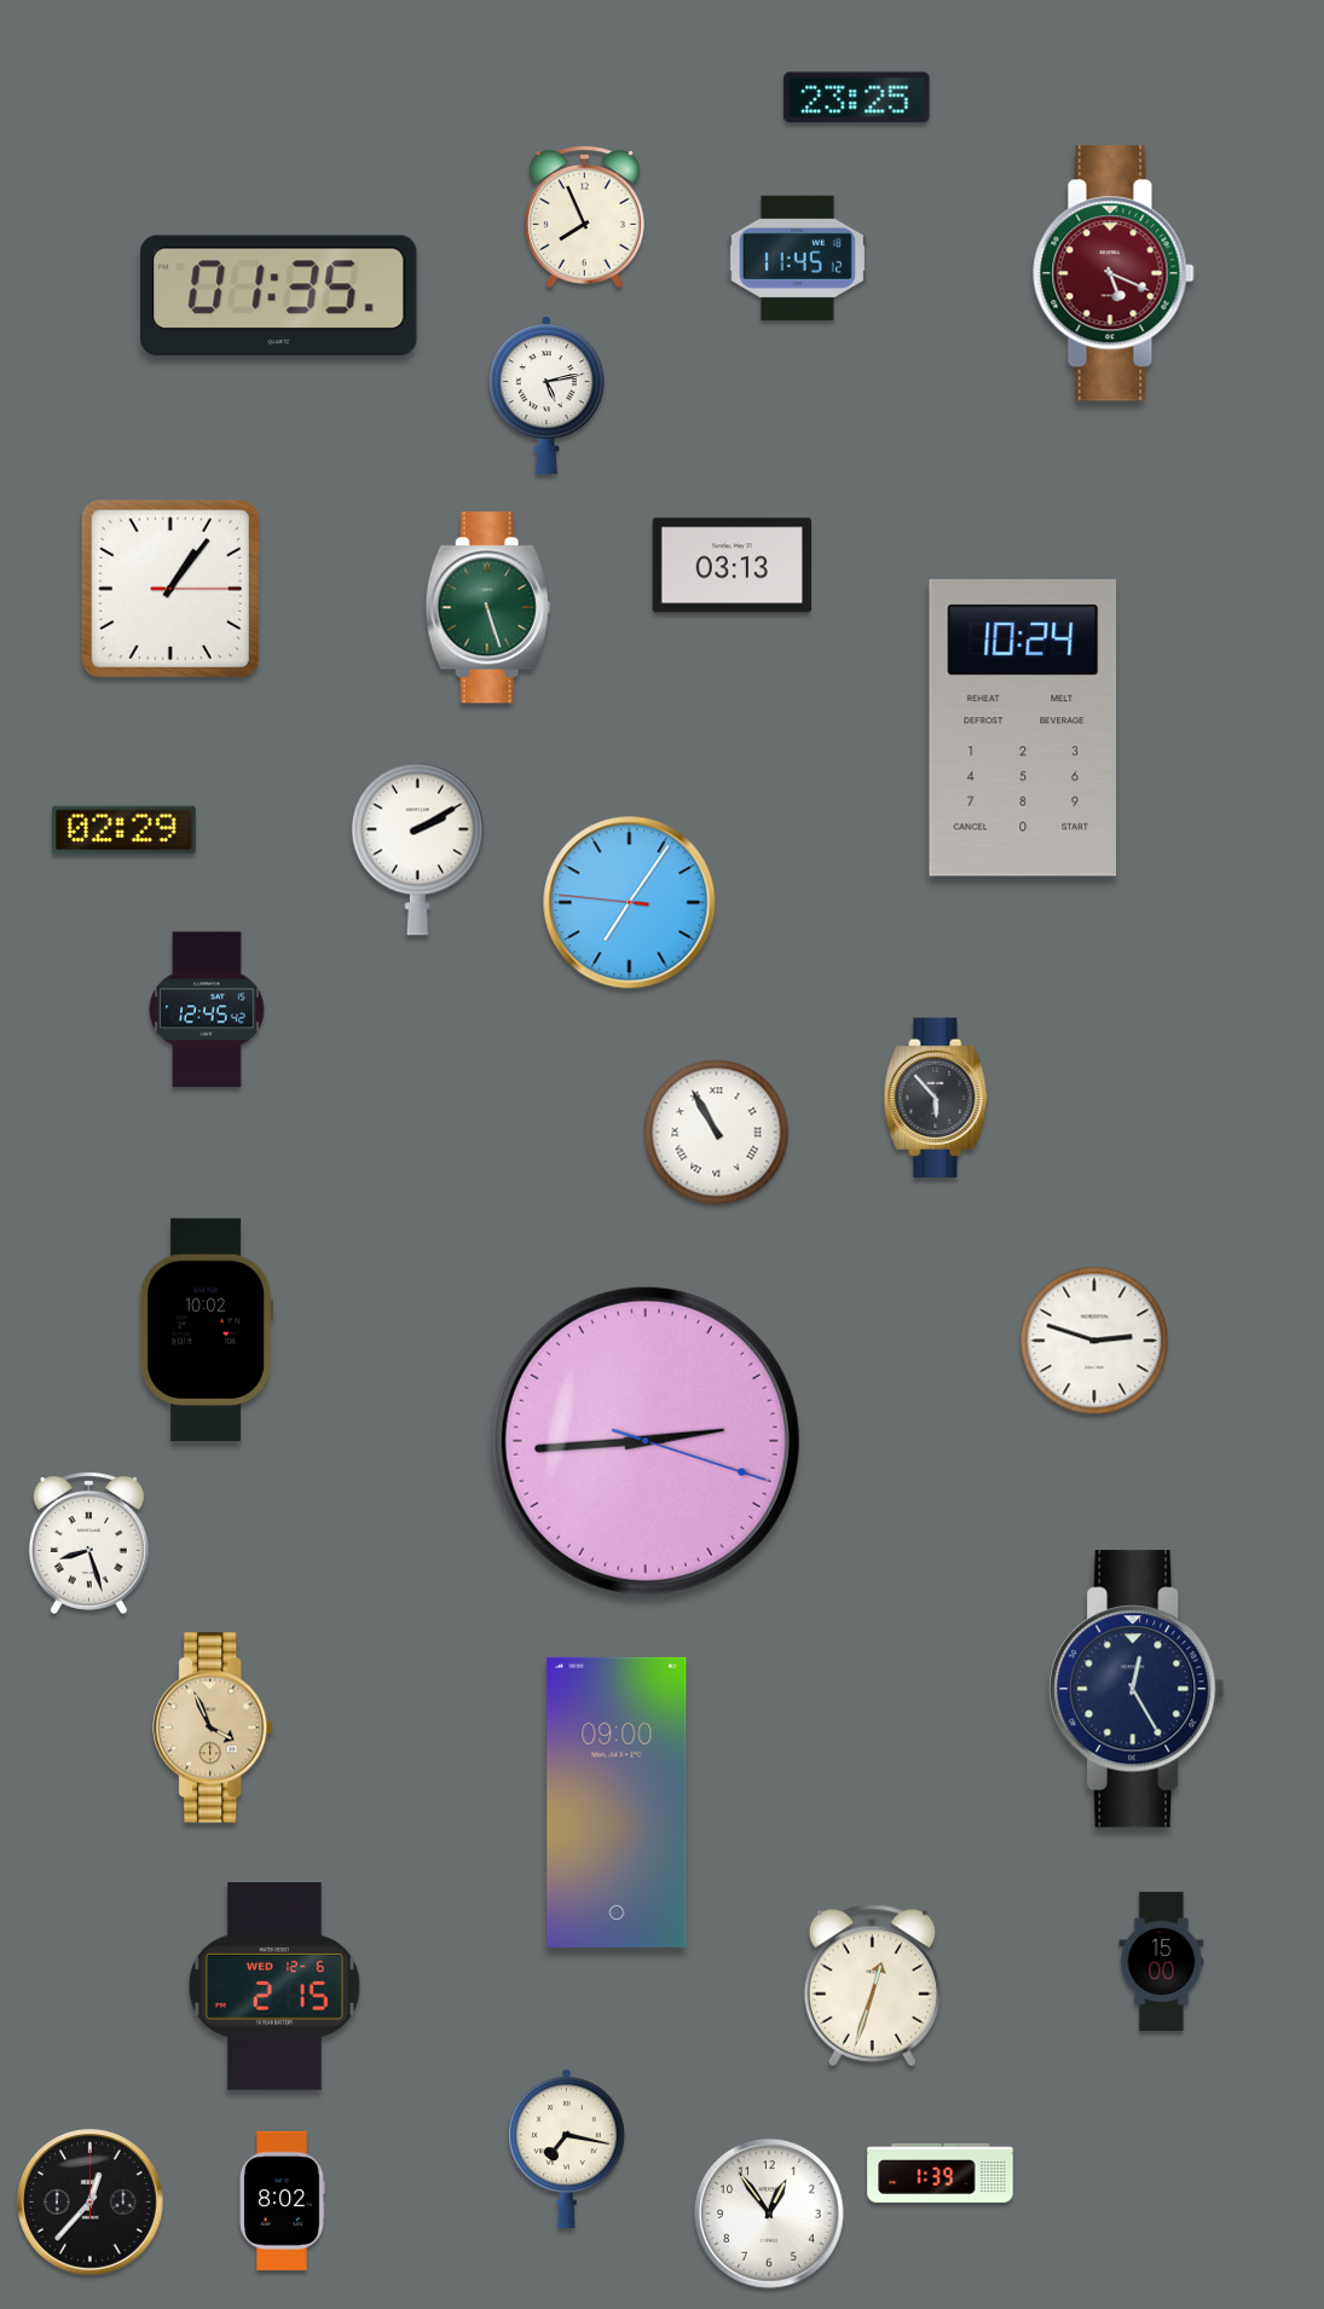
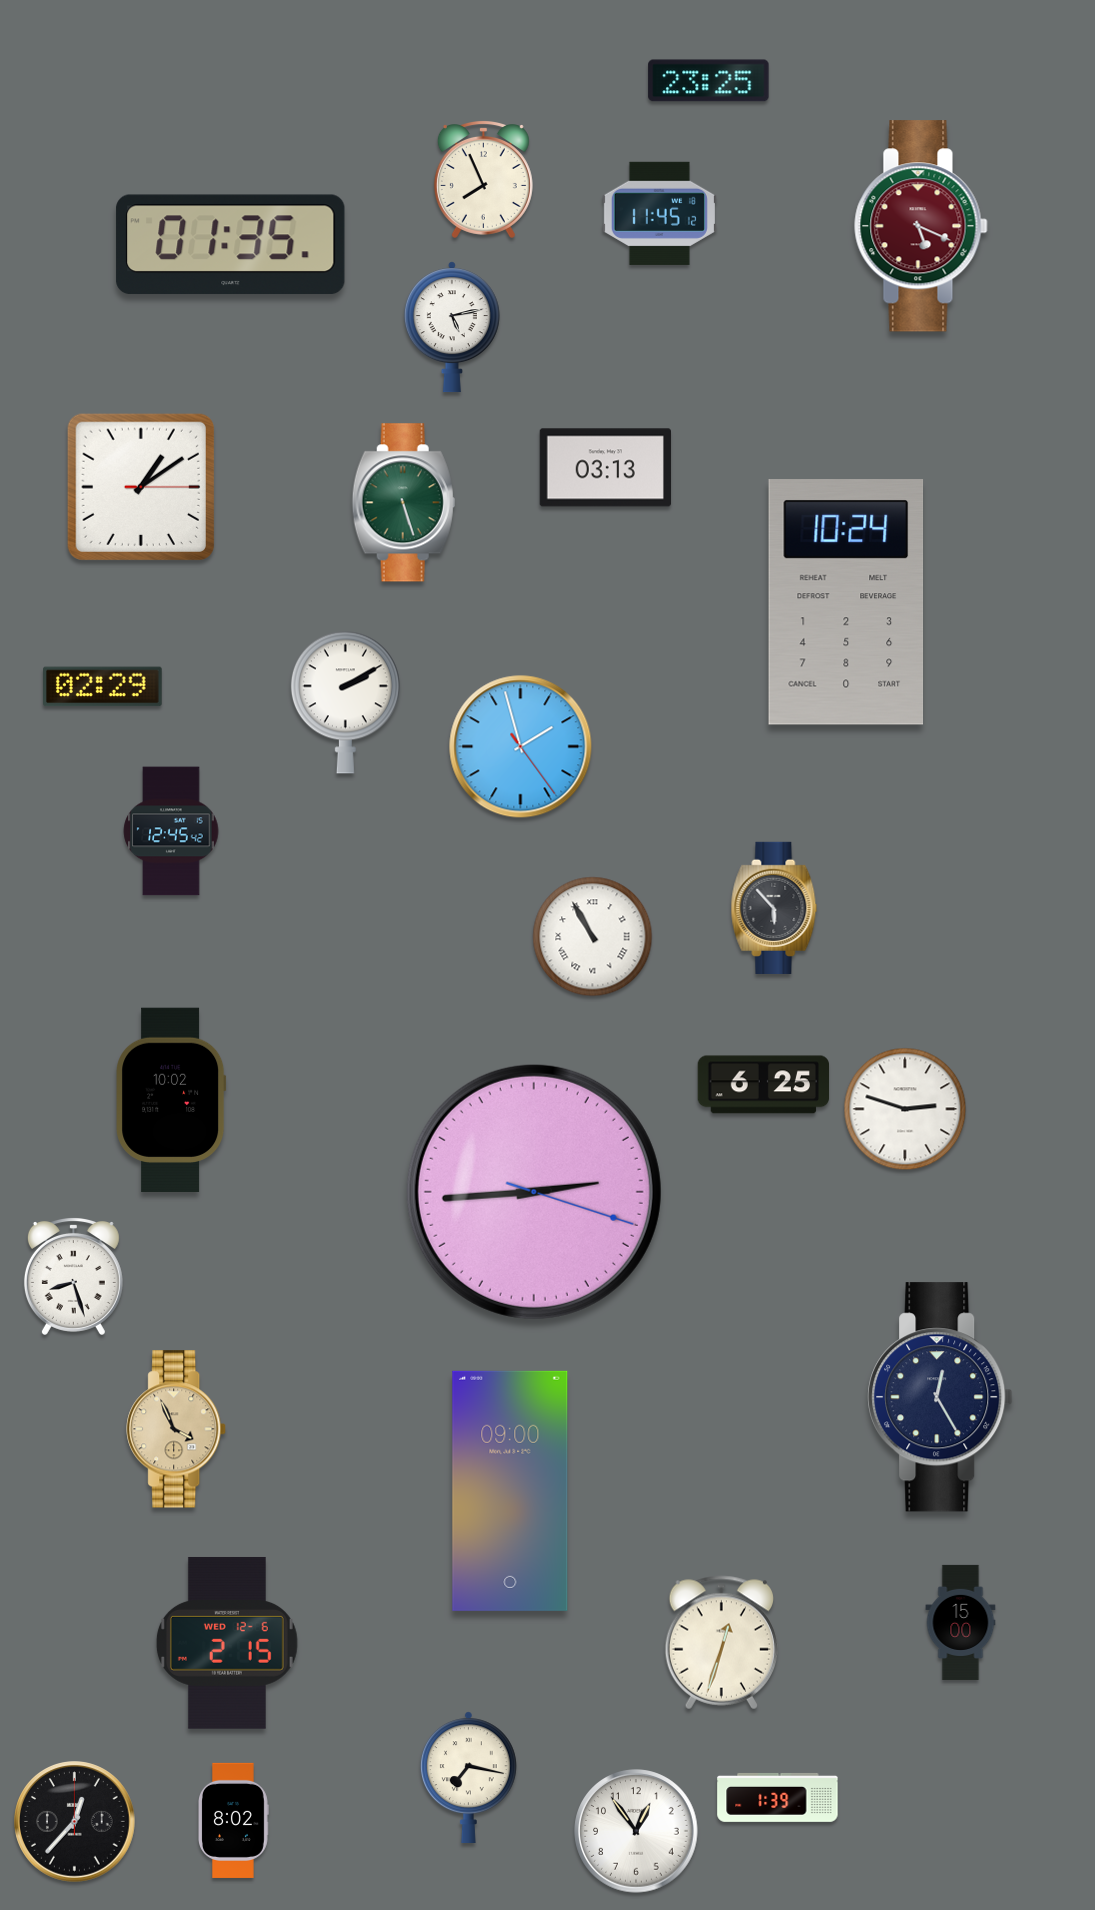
clock at (170, 589): 1:06 -> 1:09
clock at (630, 903): 7:05 -> 1:57
clock at (207, 1009) position: (207, 1009) -> (171, 831)
clock at (763, 1085): none -> 6:25
